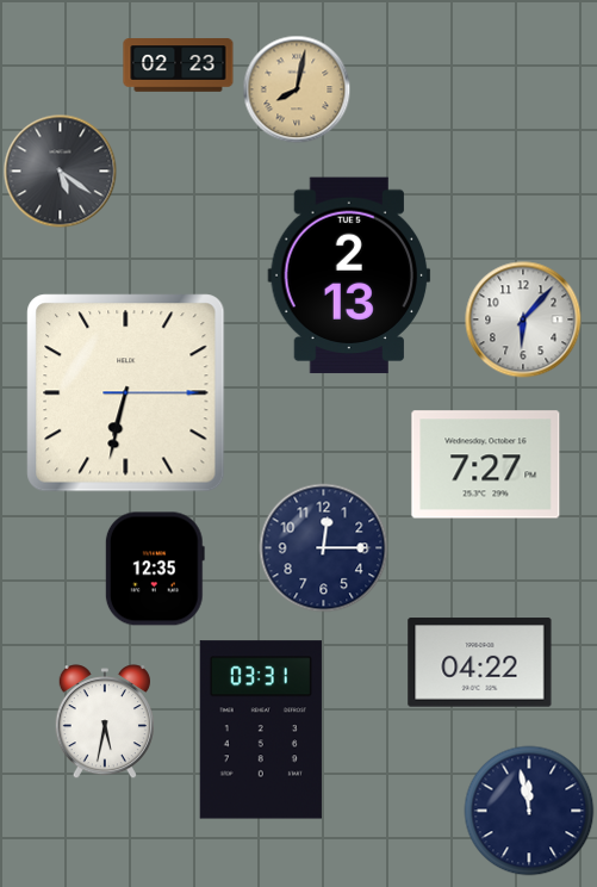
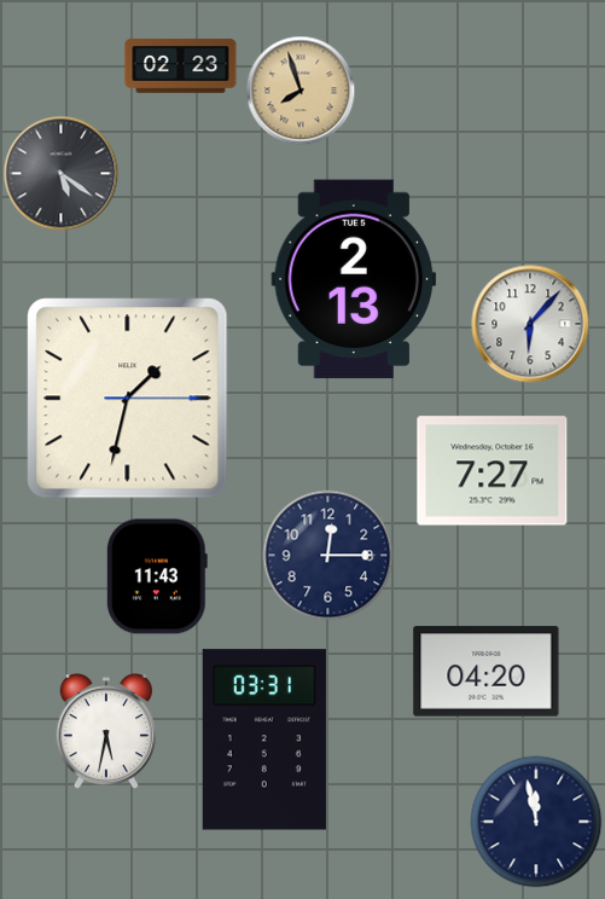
clock at (297, 89): 8:02 -> 7:57
clock at (126, 393): 6:32 -> 1:32
clock at (155, 569): 12:35 -> 11:43
clock at (480, 663): 04:22 -> 04:20
